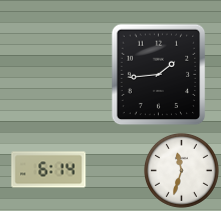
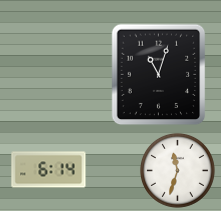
clock at (159, 75): 1:44 -> 11:03
clock at (181, 170) position: (181, 170) -> (177, 170)
